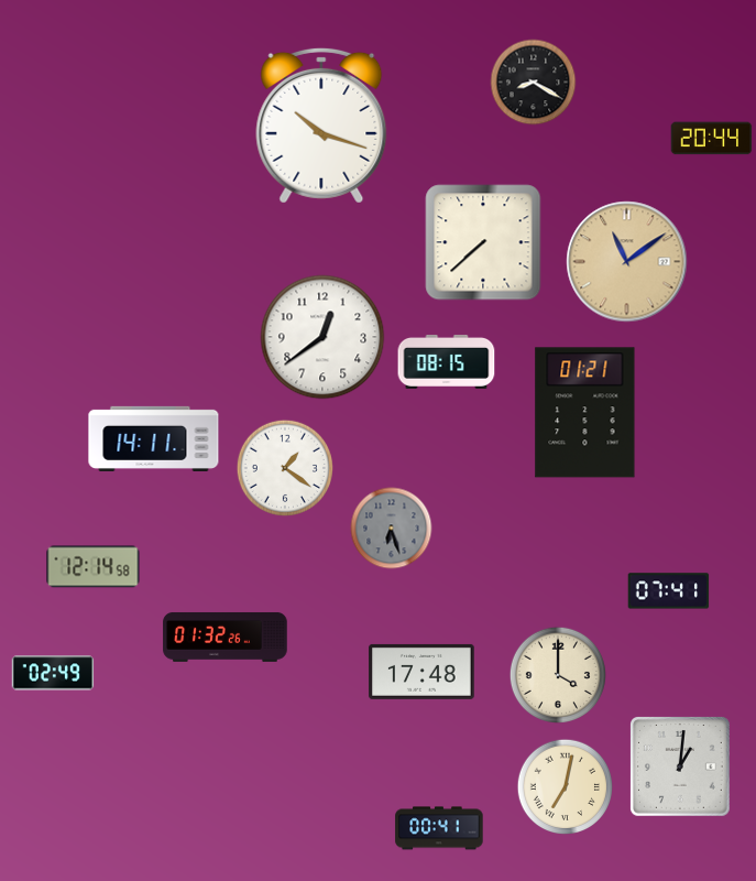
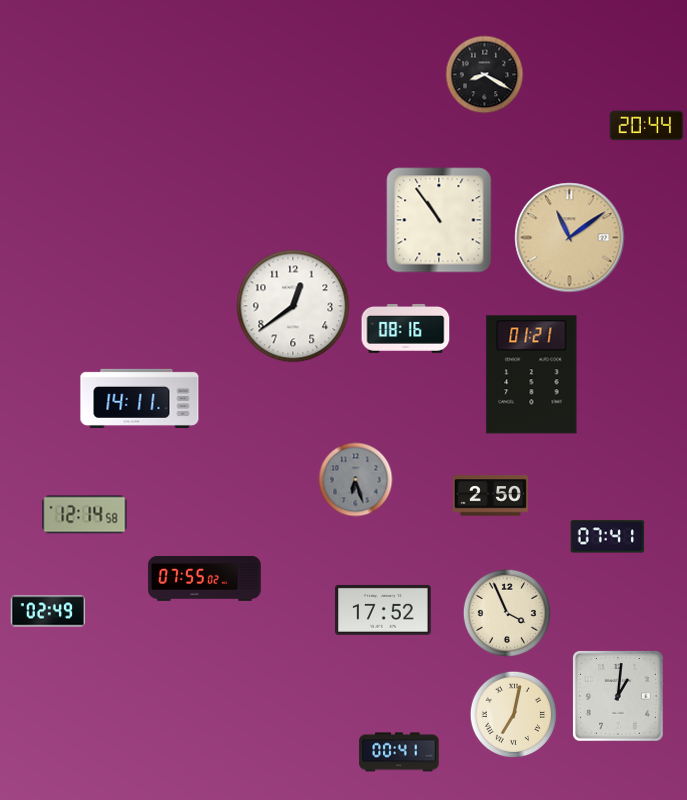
clock at (321, 126): 10:18 -> none
clock at (483, 242): 7:38 -> 10:54
clock at (447, 361): 08:15 -> 08:16
clock at (285, 468): 1:21 -> none
clock at (490, 496): none -> 2:50
clock at (226, 637): 01:32 -> 07:55
clock at (421, 672): 17:48 -> 17:52
clock at (558, 675): 4:00 -> 3:56
